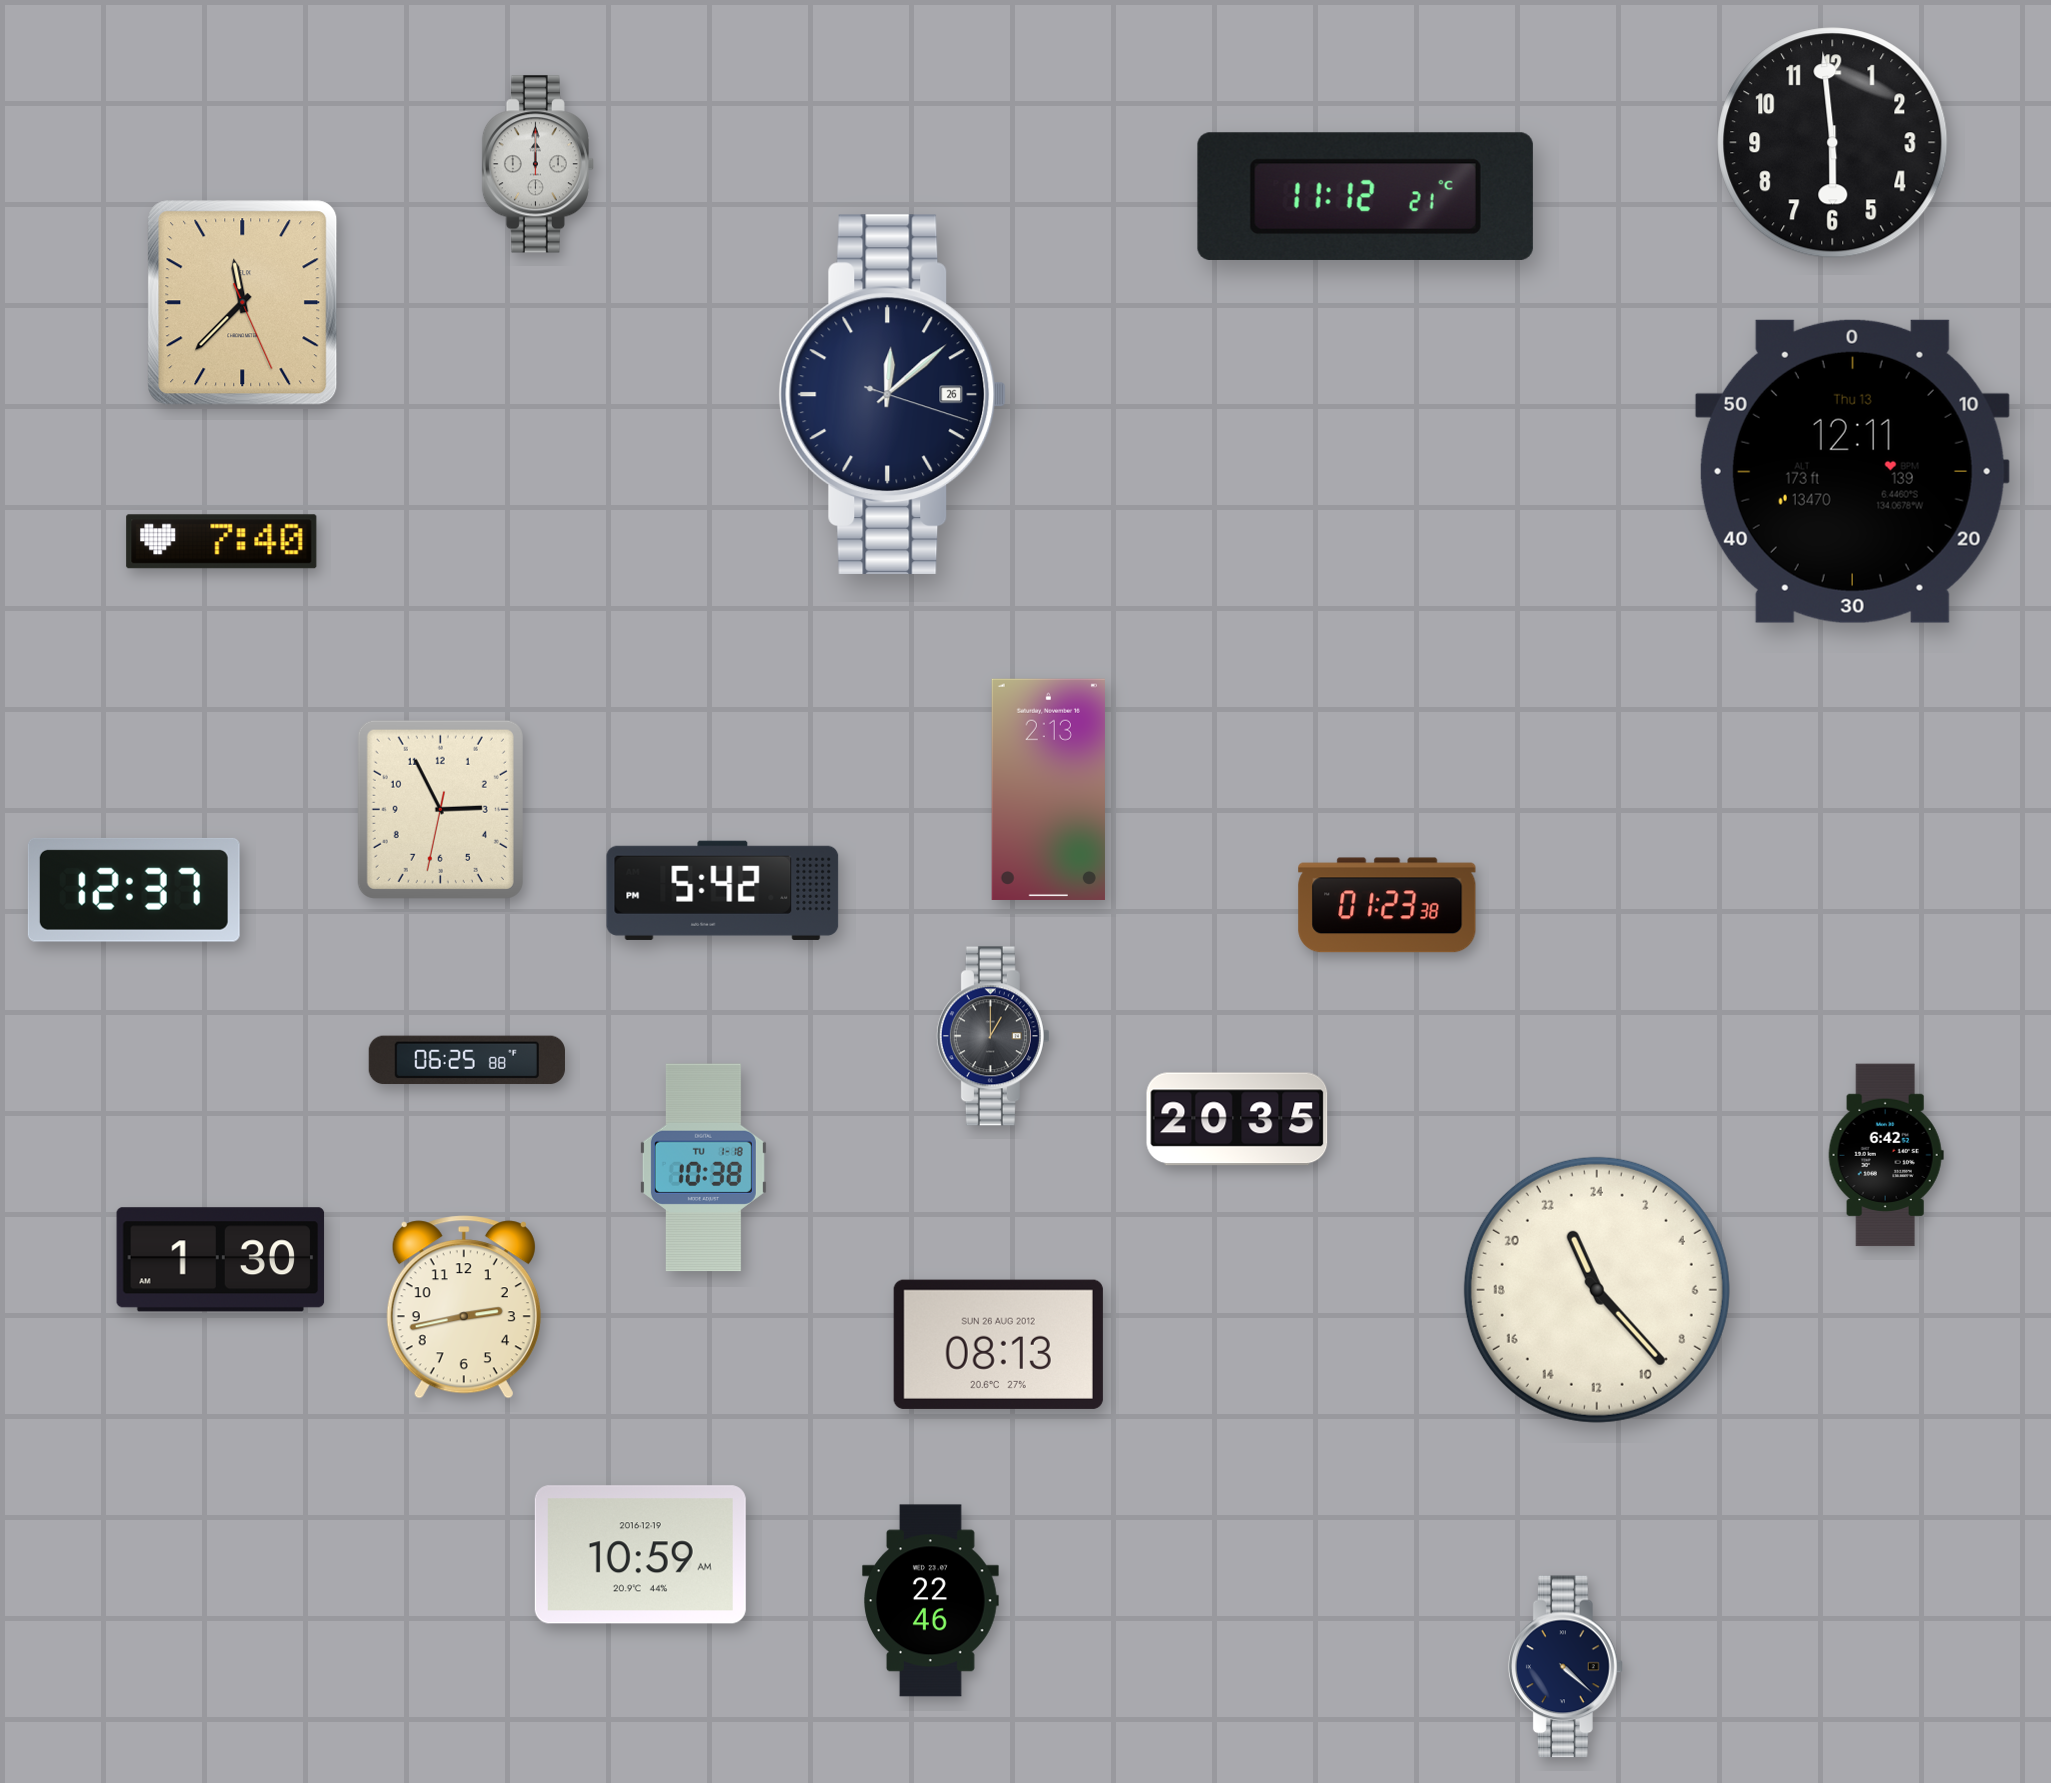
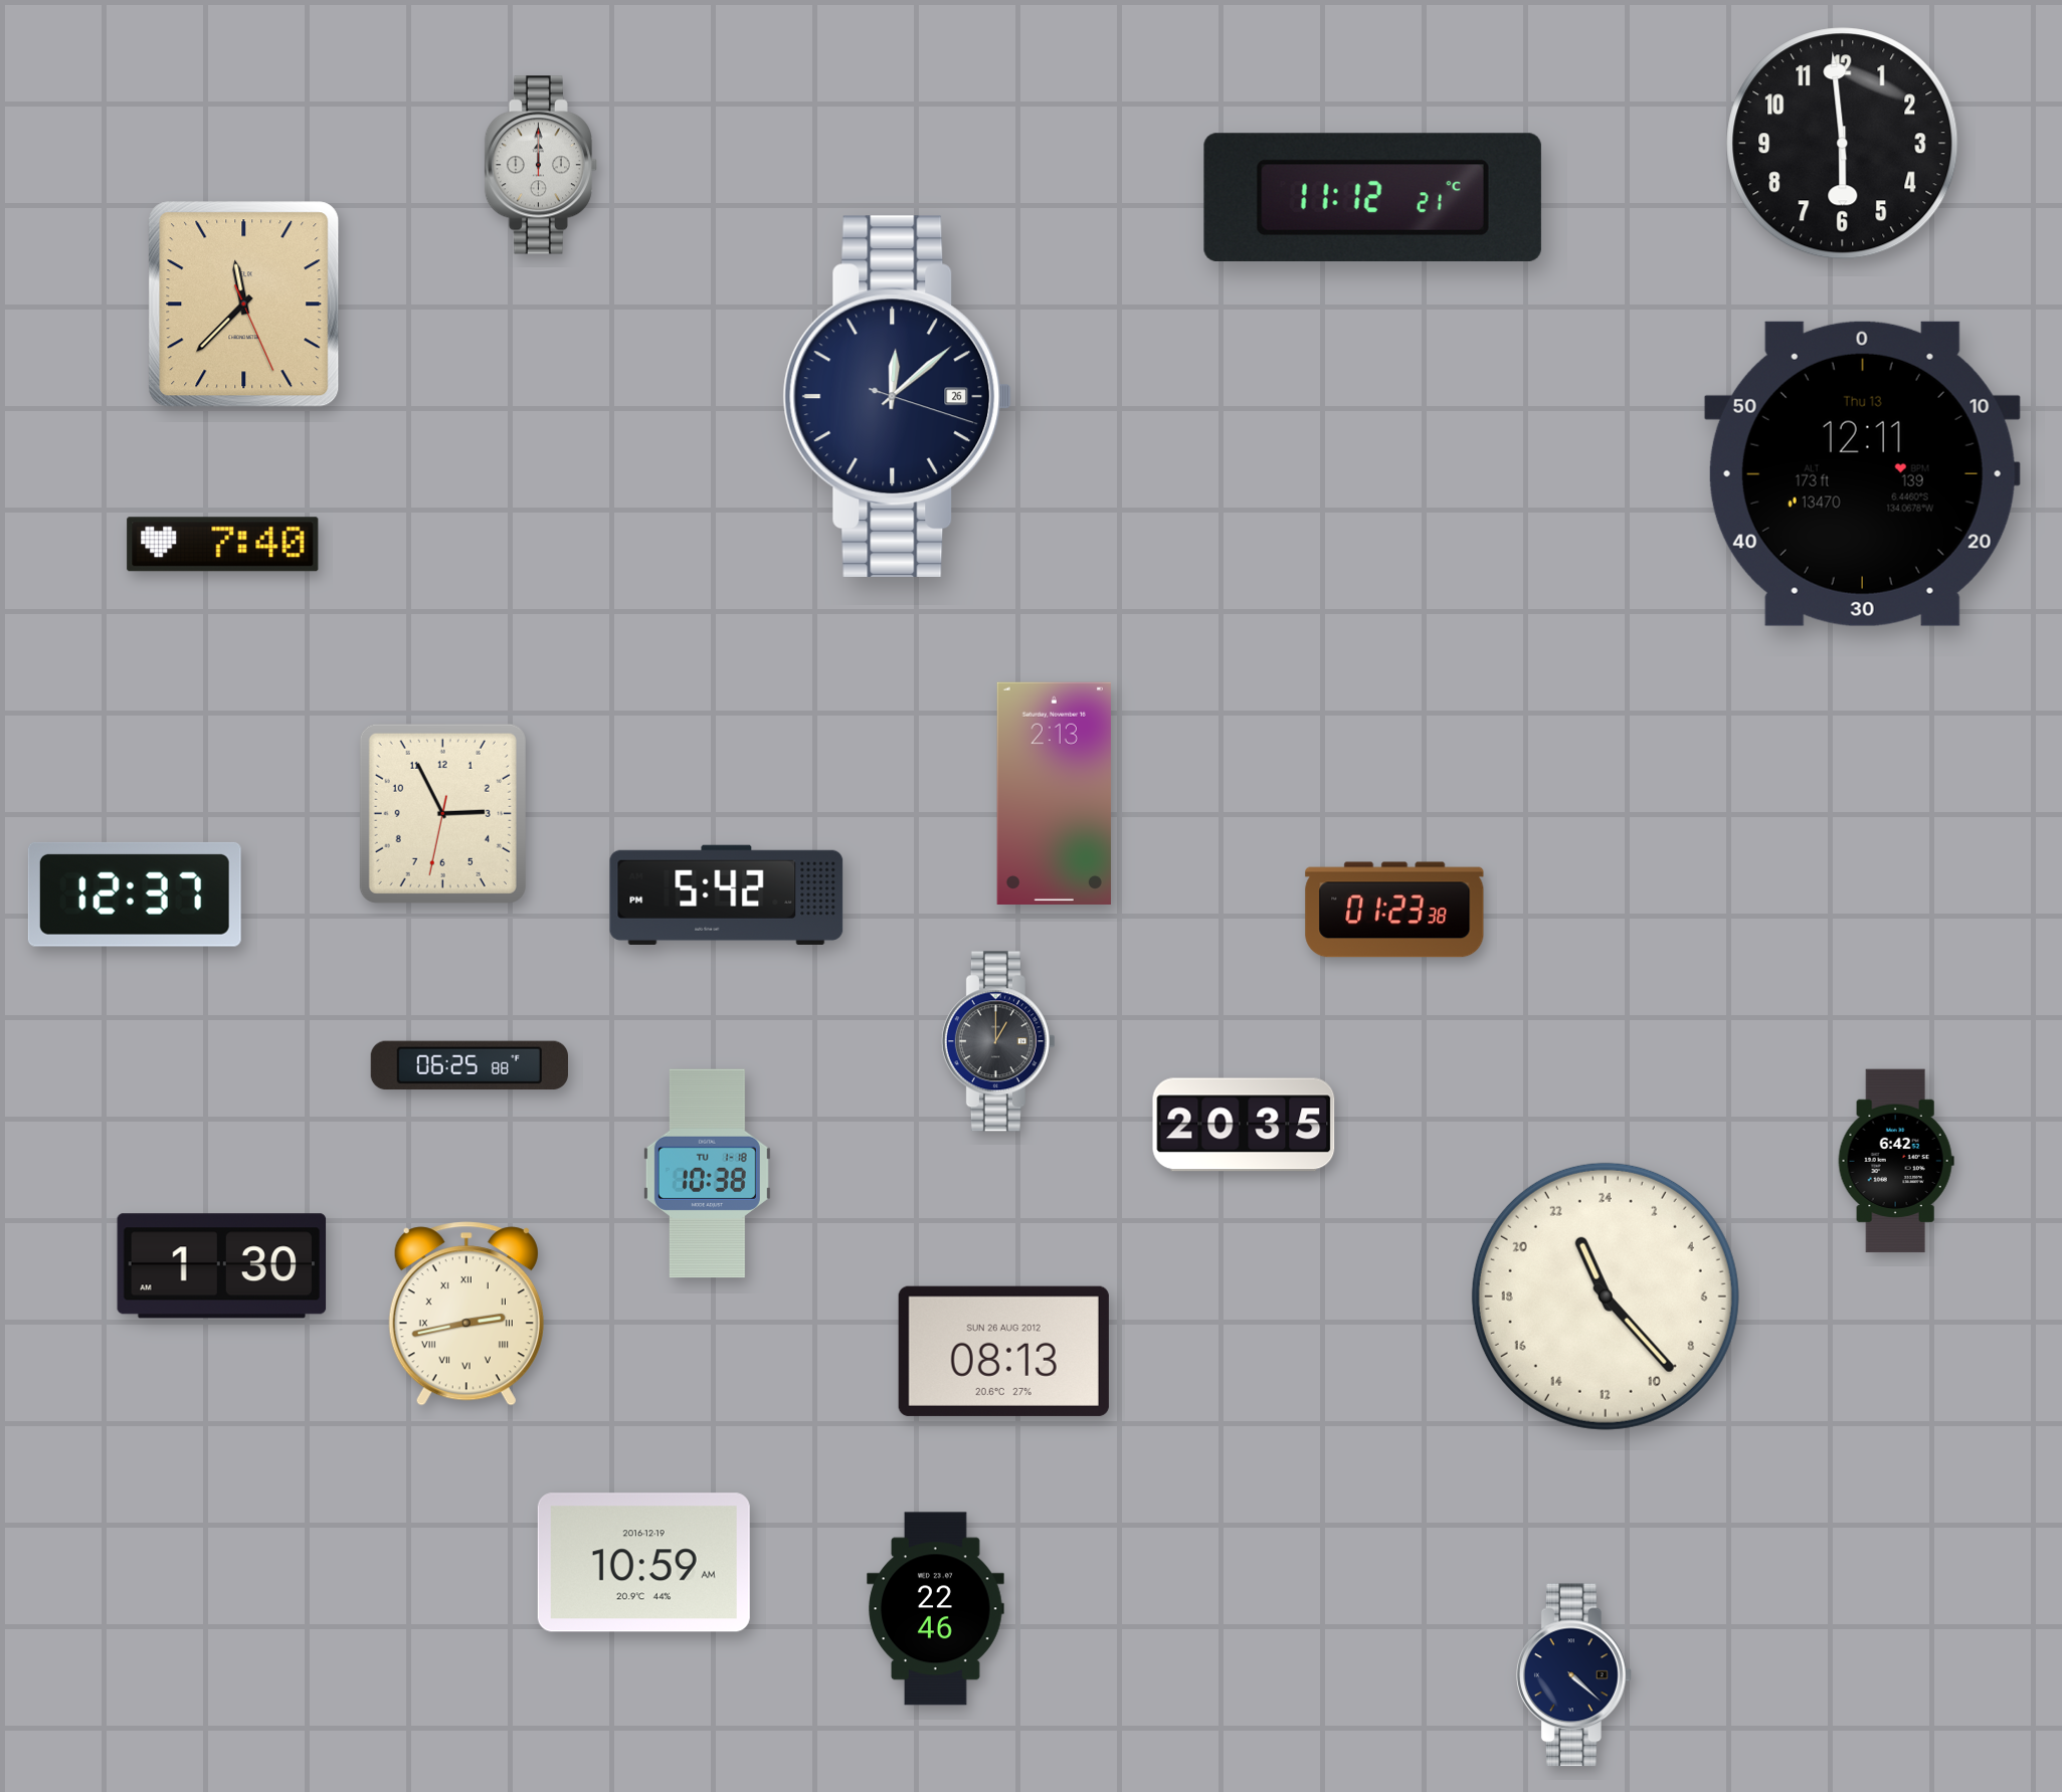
clock at (464, 1307) numerals: Arabic -> Roman
